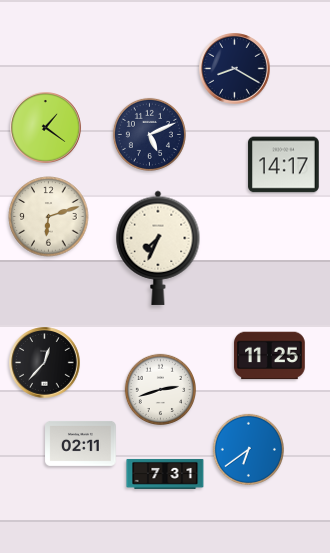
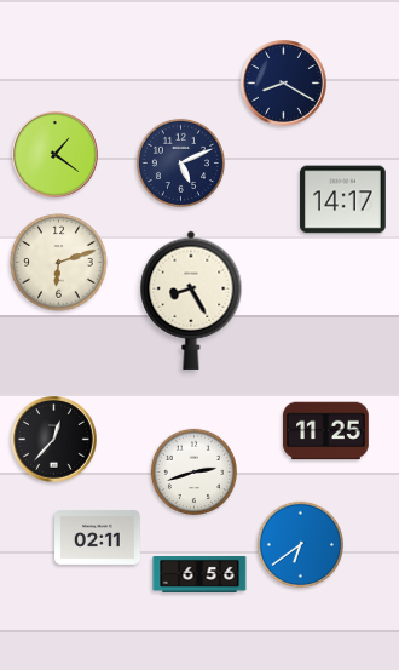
clock at (158, 248): 7:34 -> 8:25
clock at (165, 474): 7:31 -> 6:56
